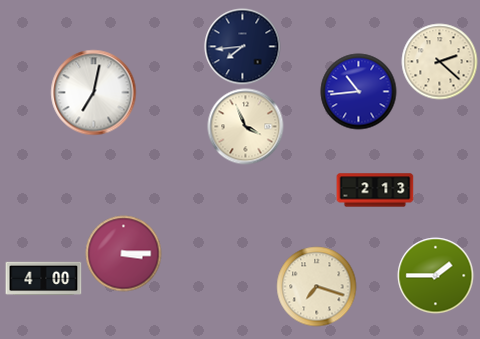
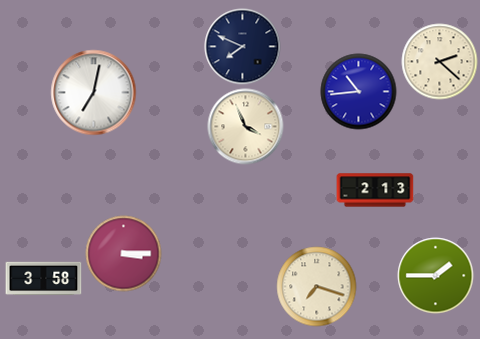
clock at (243, 47): 7:44 -> 7:49
clock at (44, 279): 4:00 -> 3:58
